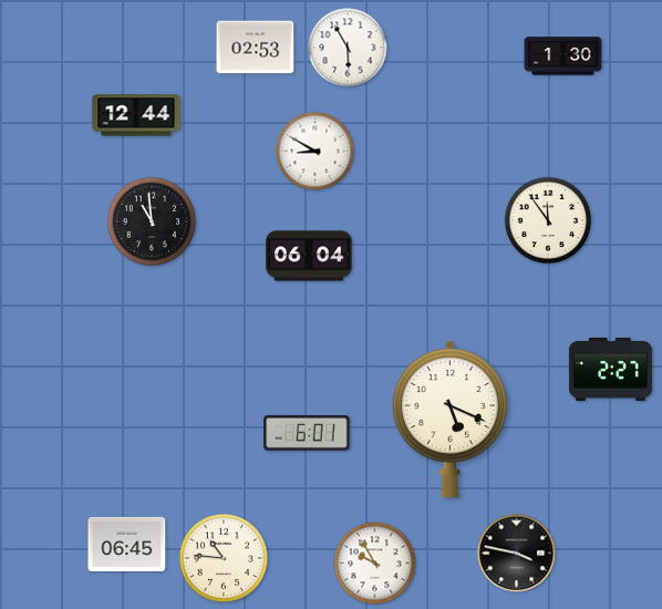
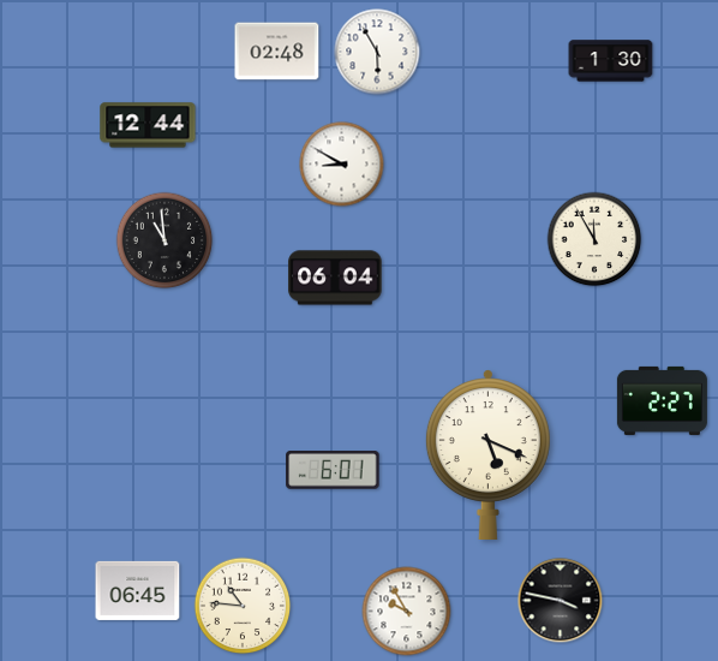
clock at (256, 48): 02:53 -> 02:48
clock at (548, 220): 11:54 -> 11:55
